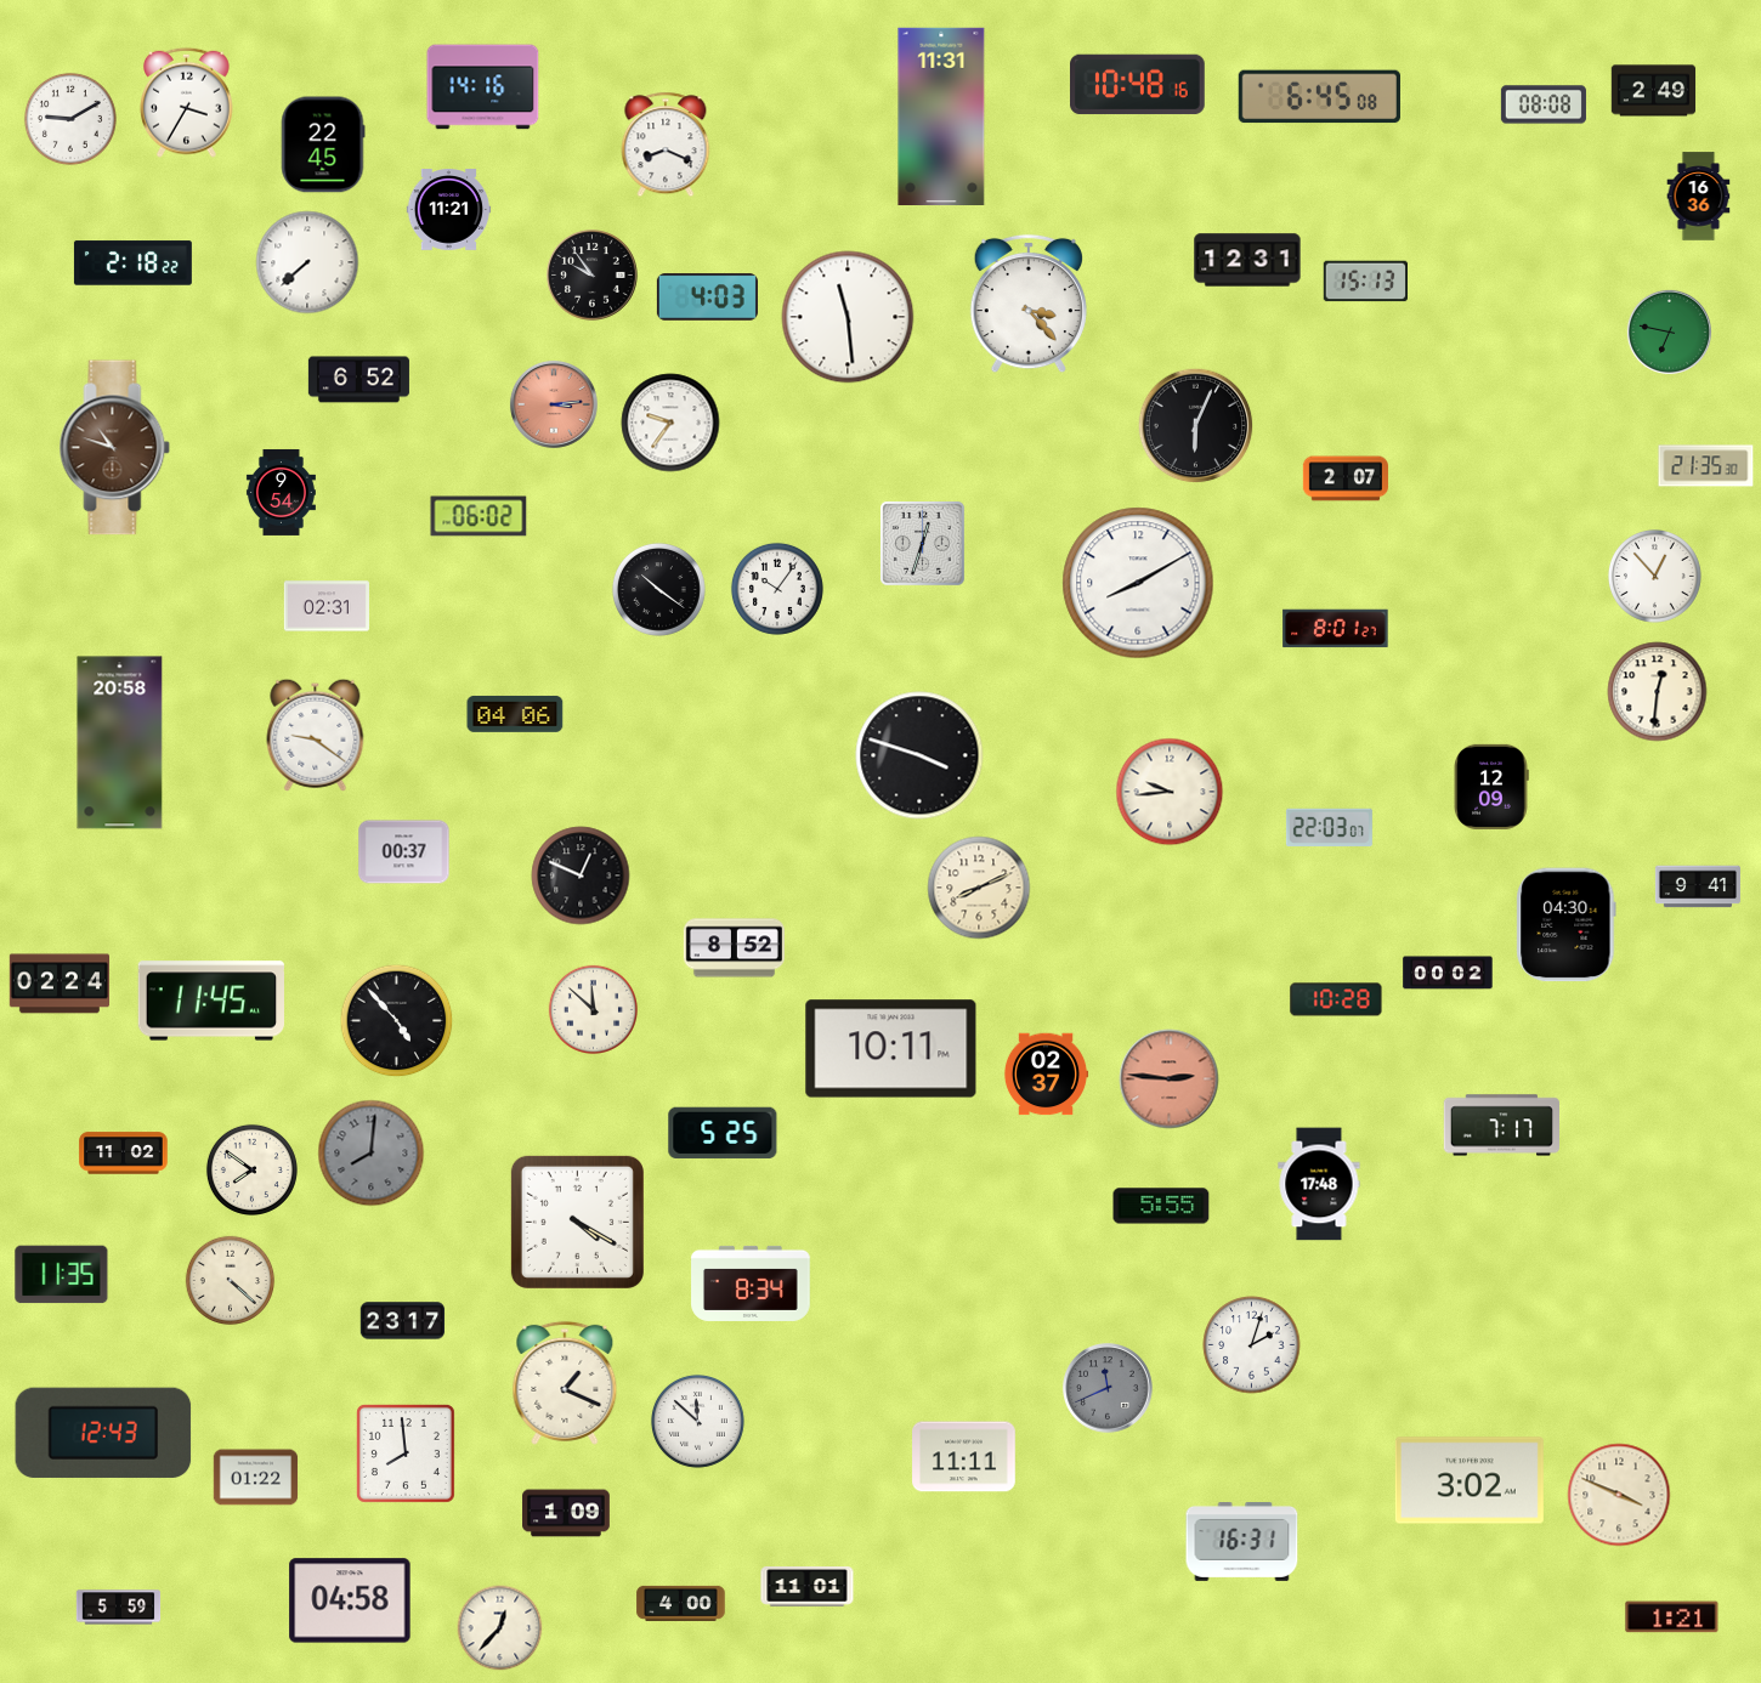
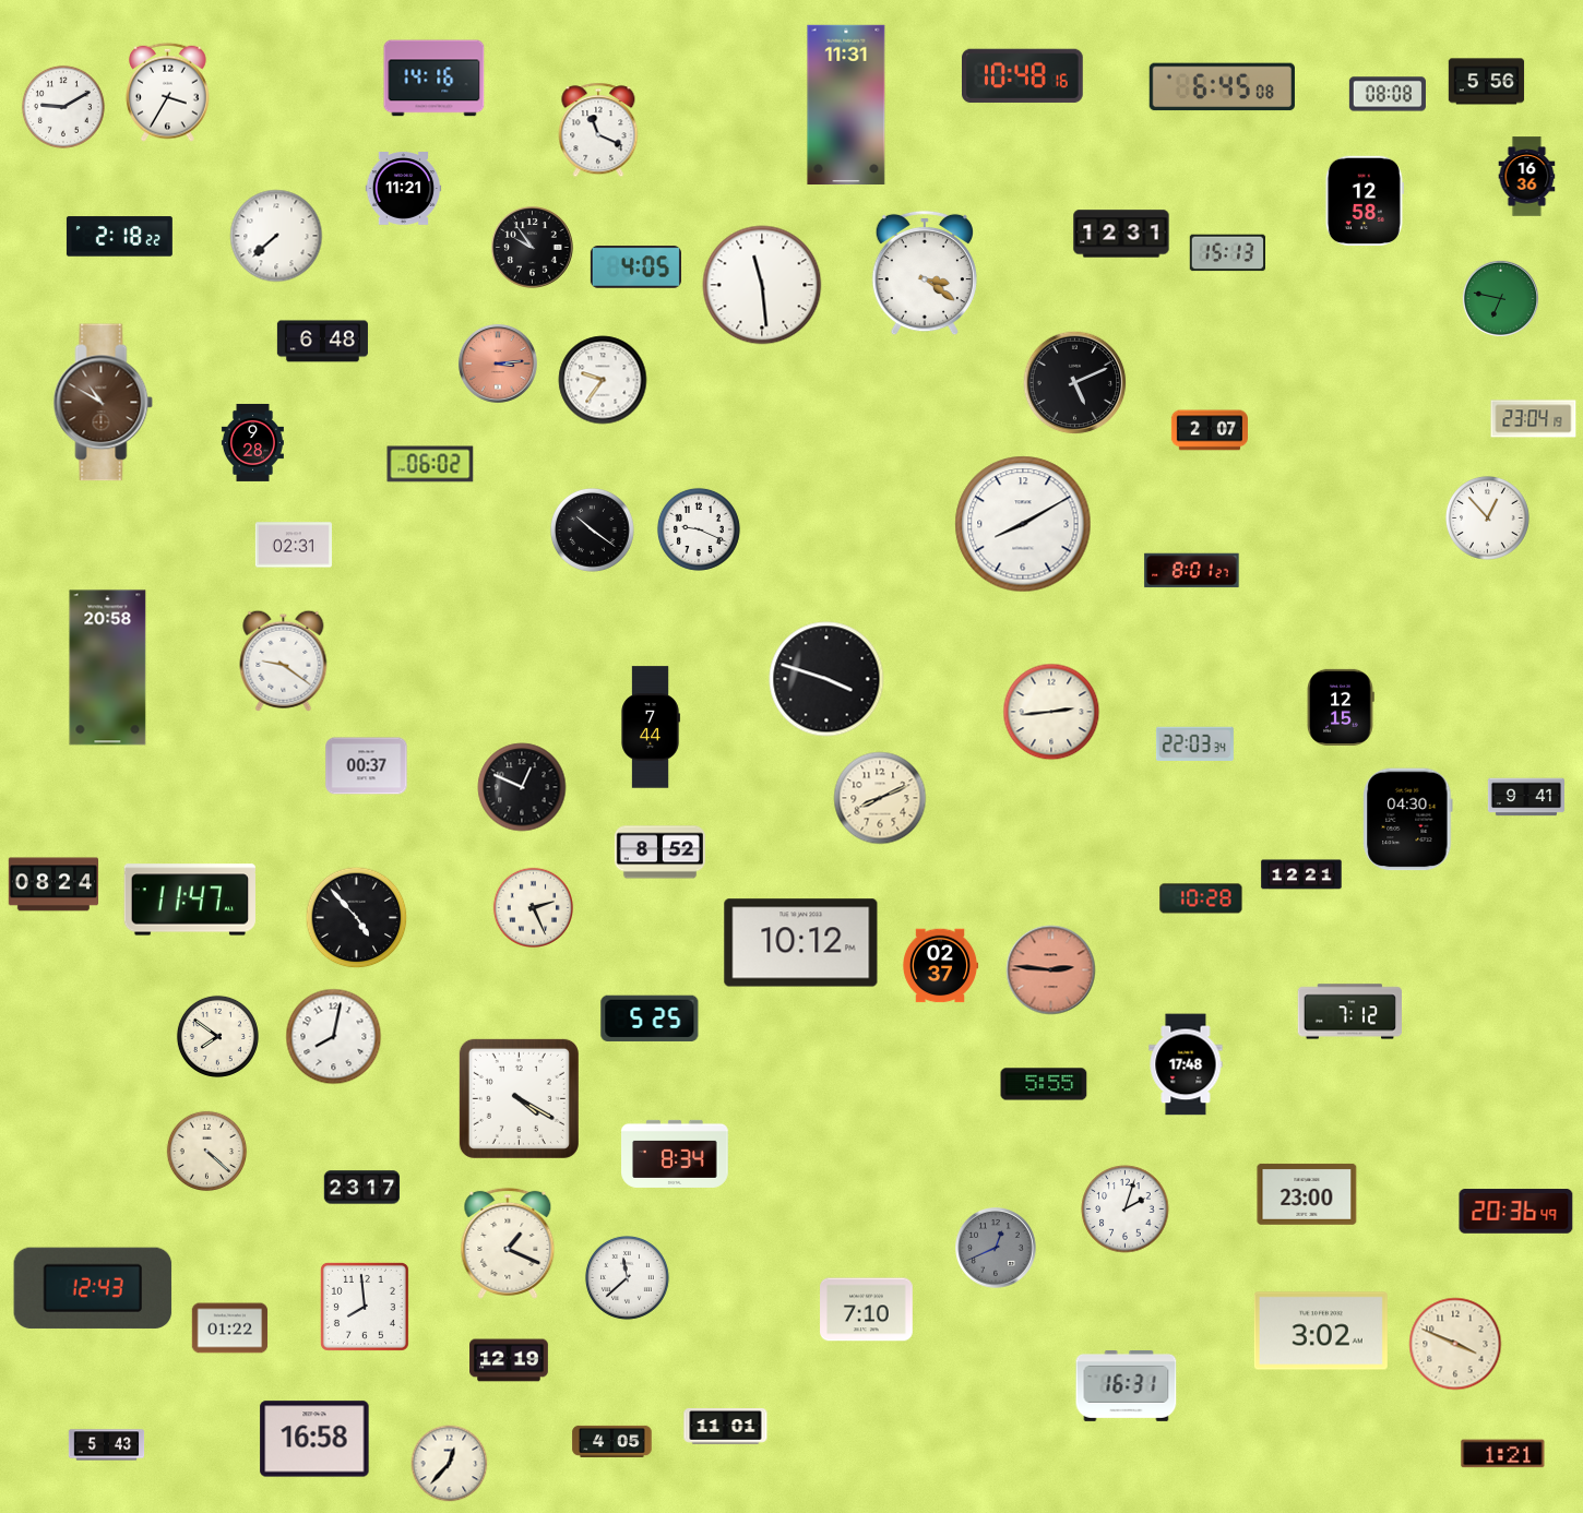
clock at (1654, 91): 2:49 -> 5:56
clock at (1319, 97) position: (1319, 97) -> (1222, 87)
clock at (323, 144): 22:45 -> none
clock at (666, 144): 8:19 -> 11:19
clock at (1365, 200): none -> 12:58
clock at (707, 297): 4:03 -> 4:05
clock at (1029, 304): 3:23 -> 3:21
clock at (358, 380): 6:52 -> 6:48
clock at (1196, 426): 6:04 -> 5:11
clock at (115, 448): 10:48 -> 10:50
clock at (1706, 466): 21:35 -> 23:04
clock at (281, 492): 9:54 -> 9:28
clock at (923, 544): 12:33 -> none
clock at (777, 589): 10:06 -> 9:19
clock at (1336, 629) position: (1336, 629) -> (1192, 571)
clock at (1658, 692): 12:31 -> none
clock at (515, 714): 04:06 -> none
clock at (1491, 787): 12:09 -> 12:15
clock at (1170, 792): 9:44 -> 2:44
clock at (651, 727): none -> 7:44
clock at (1329, 827): 22:03:07 -> 22:03:34
clock at (404, 852) position: (404, 852) -> (367, 766)
clock at (1567, 925) position: (1567, 925) -> (1408, 820)
clock at (1448, 973): 00:02 -> 12:21
clock at (58, 984): 02:24 -> 08:24
clock at (210, 1001): 11:45 -> 11:47
clock at (594, 1010): 11:52 -> 2:26
clock at (891, 1049): 10:11 -> 10:12
clock at (1501, 1126): 7:17 -> 7:12
clock at (124, 1154): 11:02 -> none
clock at (372, 1154): 8:01 -> 8:02
clock at (372, 1154) dial: grey -> white
clock at (251, 1169) position: (251, 1169) -> (217, 1036)
clock at (62, 1275): 11:35 -> none
clock at (1307, 1194): none -> 23:00
clock at (1516, 1212): none -> 20:36
clock at (1108, 1388): 11:41 -> 12:41
clock at (697, 1422): 11:52 -> 11:38
clock at (964, 1457): 11:11 -> 7:10
clock at (566, 1513): 1:09 -> 12:19
clock at (1242, 1542) position: (1242, 1542) -> (1127, 1386)
clock at (350, 1600): 04:58 -> 16:58
clock at (681, 1603): 4:00 -> 4:05
clock at (119, 1608): 5:59 -> 5:43
